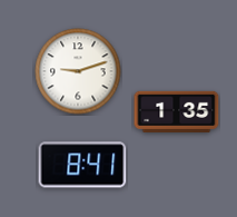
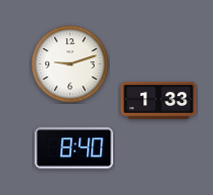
clock at (177, 111): 1:35 -> 1:33
clock at (82, 165): 8:41 -> 8:40
